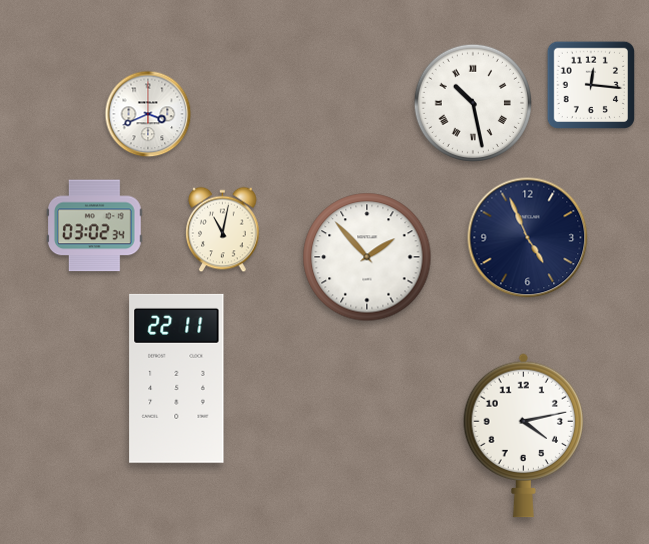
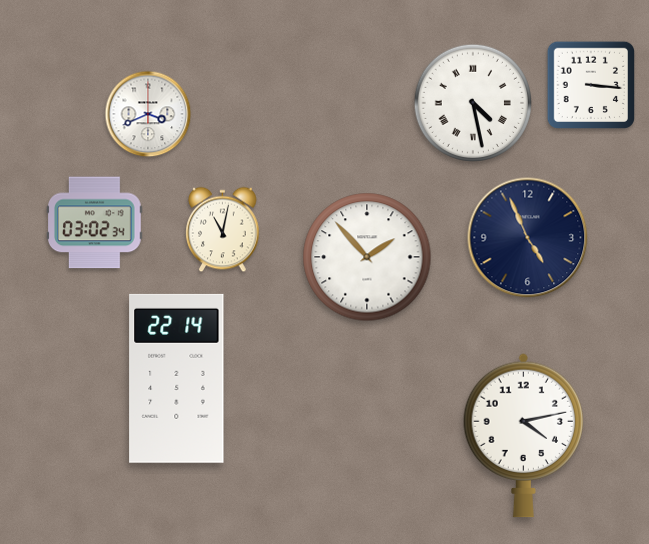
clock at (590, 84): 12:16 -> 3:16
clock at (473, 103): 10:28 -> 4:28
clock at (95, 226) position: (95, 226) -> (95, 223)
clock at (177, 378): 22:11 -> 22:14
